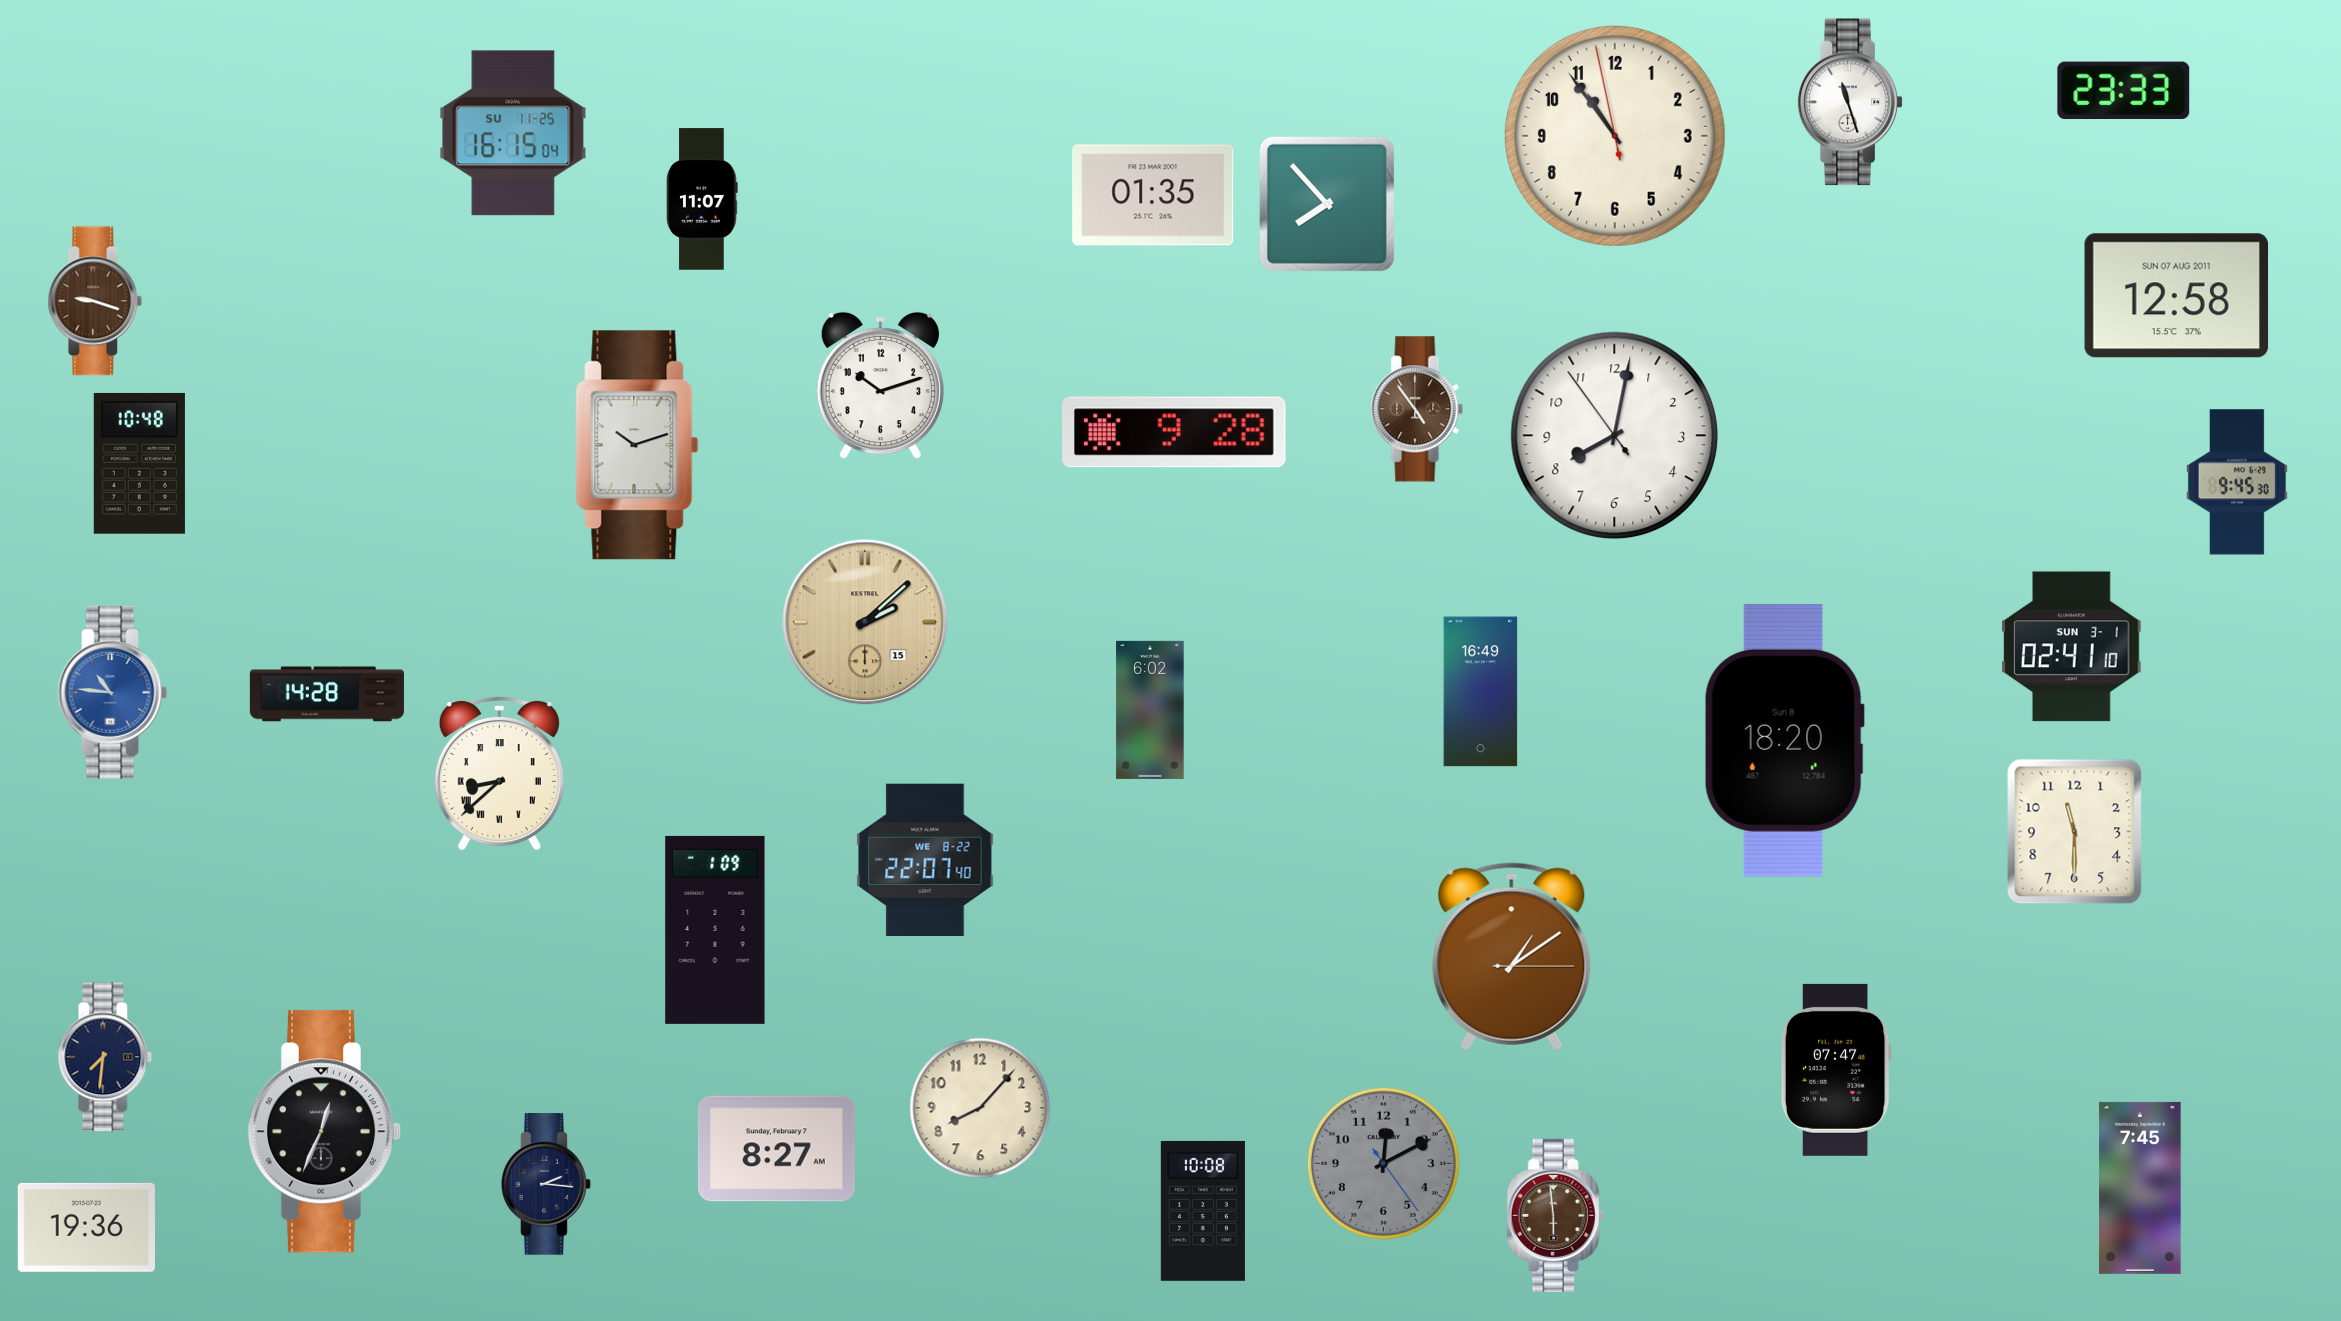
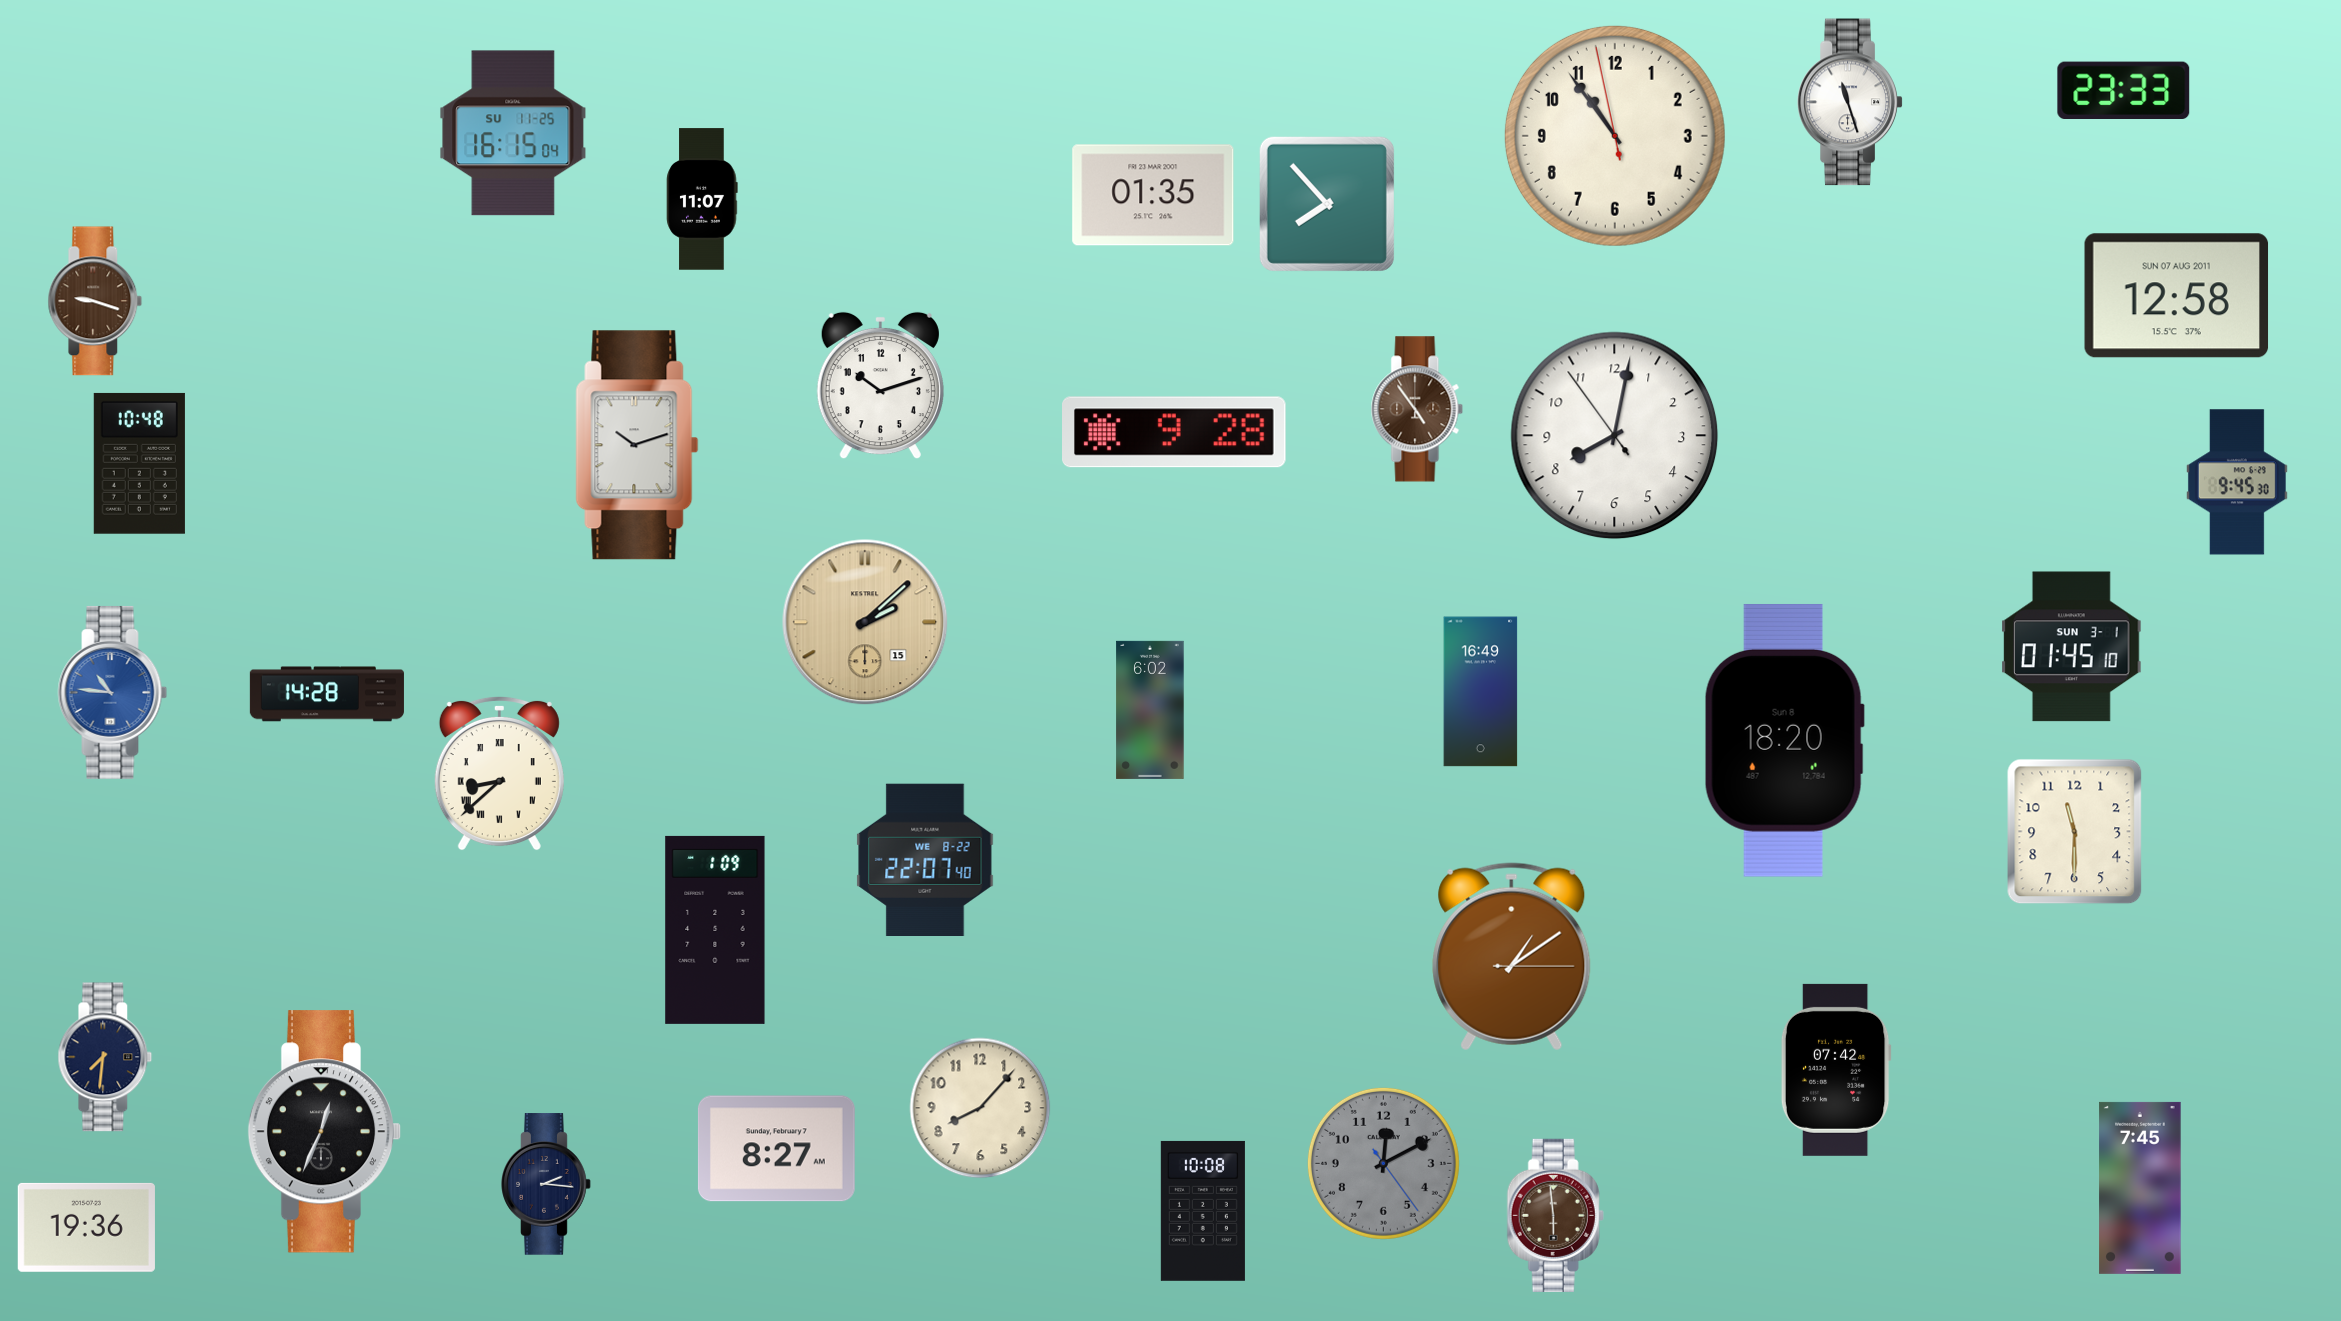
clock at (2072, 647): 02:41 -> 01:45
clock at (1836, 1070): 07:47 -> 07:42
